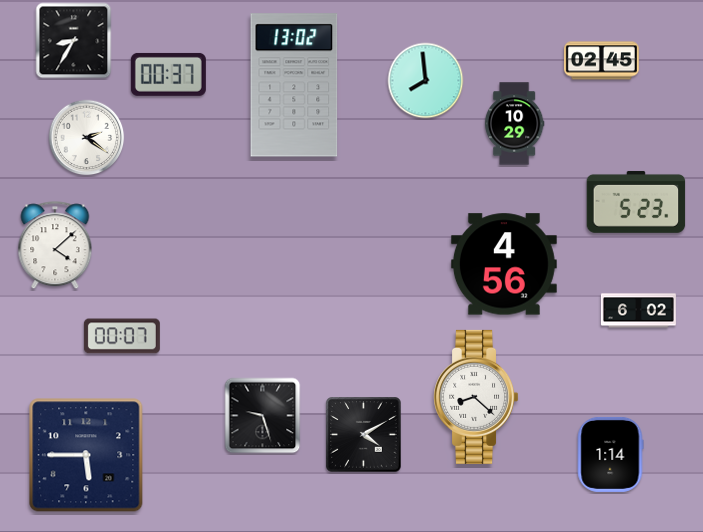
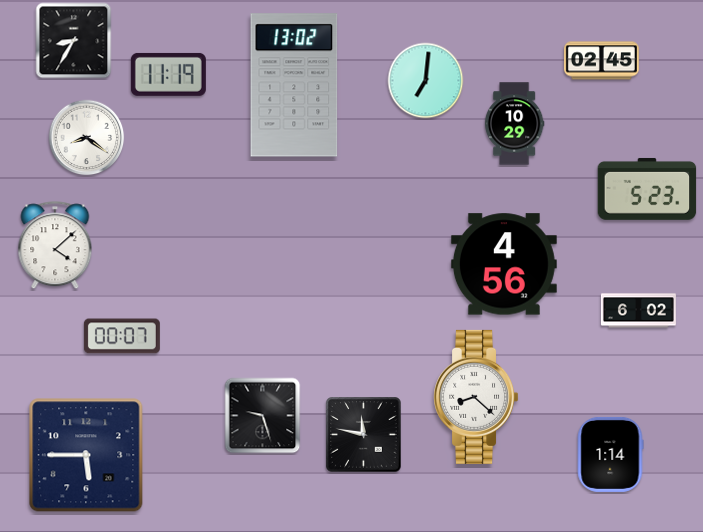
clock at (168, 74): 00:37 -> 11:19
clock at (426, 81): 7:59 -> 7:01
clock at (87, 138): 2:21 -> 8:21
clock at (636, 202) position: (636, 202) -> (647, 189)
clock at (364, 435): 4:10 -> 11:47
